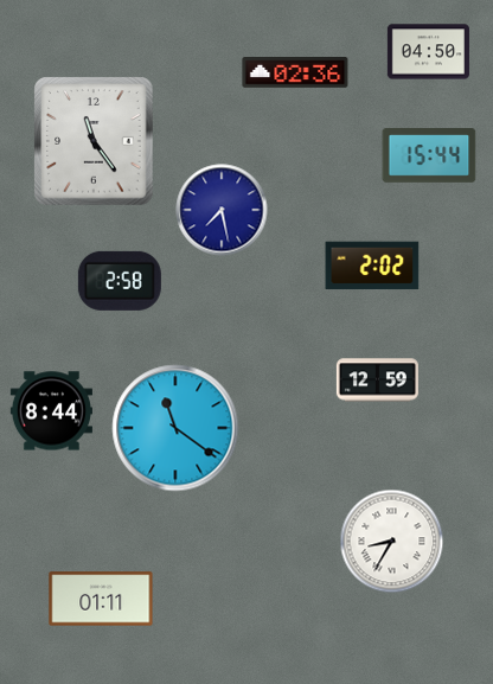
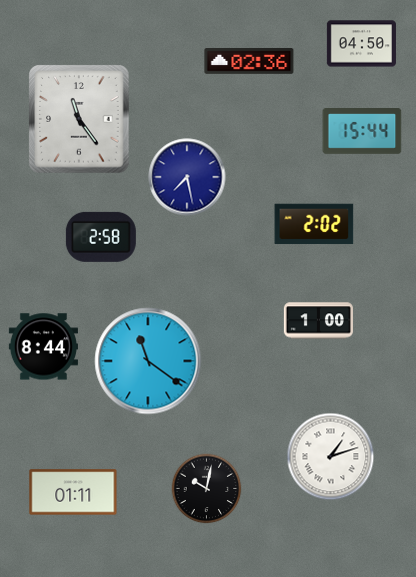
clock at (377, 381): 12:59 -> 1:00
clock at (392, 542): 8:35 -> 1:12
clock at (207, 489): none -> 10:02
clock at (101, 599) position: (101, 599) -> (73, 492)
